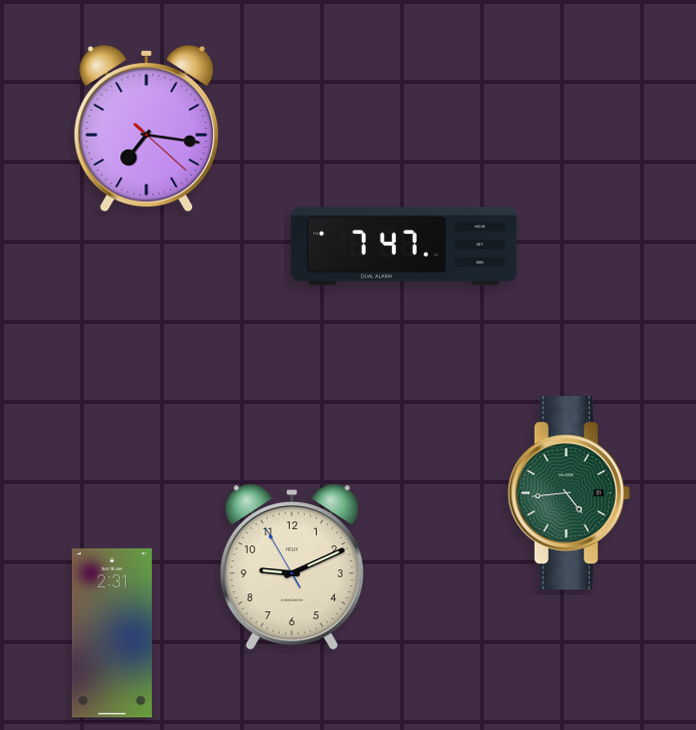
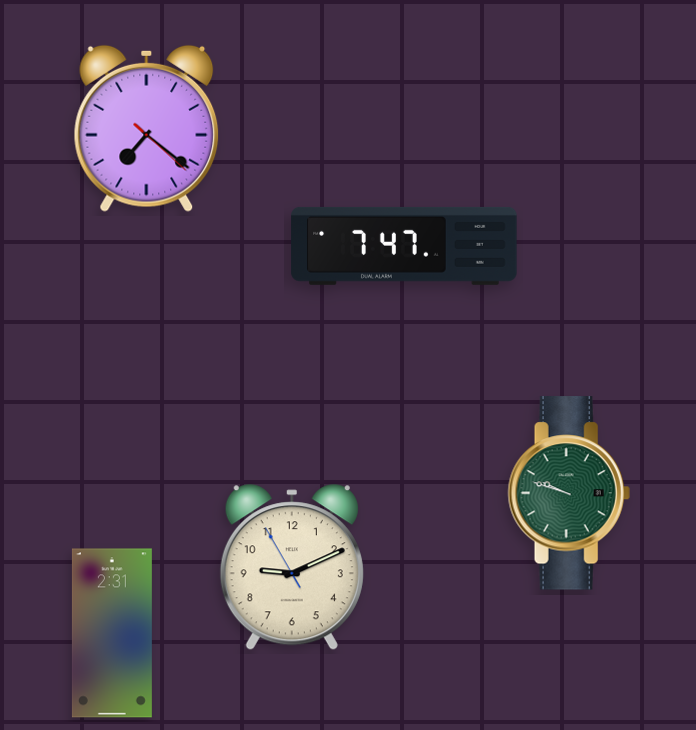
clock at (147, 128): 7:16 -> 7:21
clock at (569, 493): 4:44 -> 9:48
